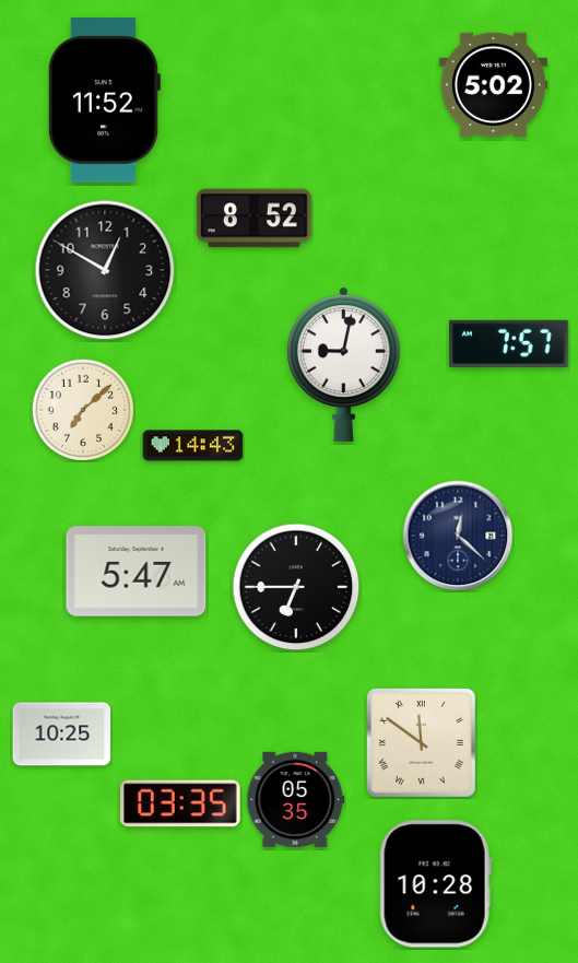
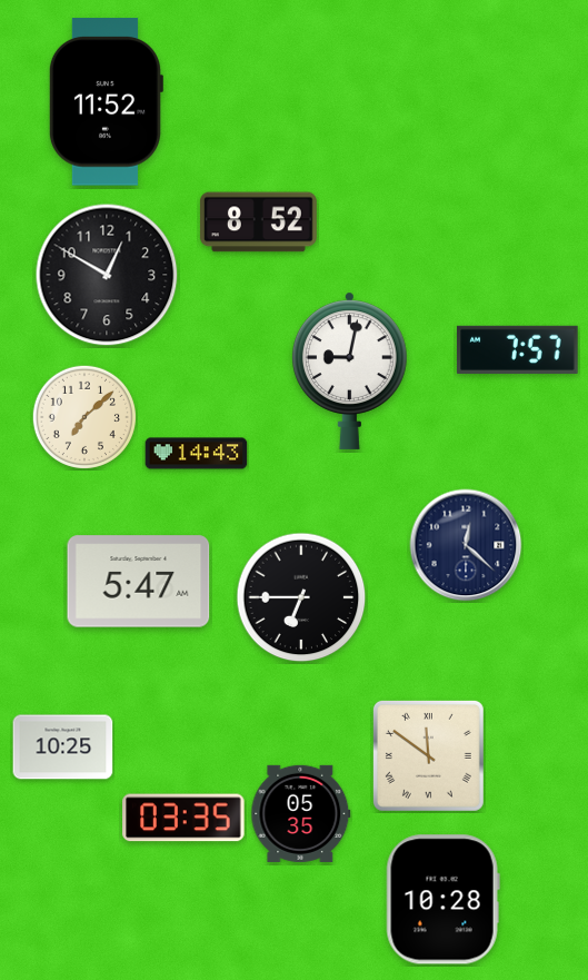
clock at (493, 84): 5:02 -> none
